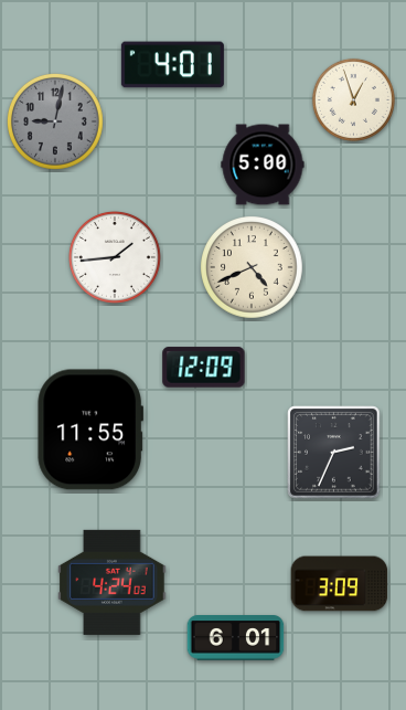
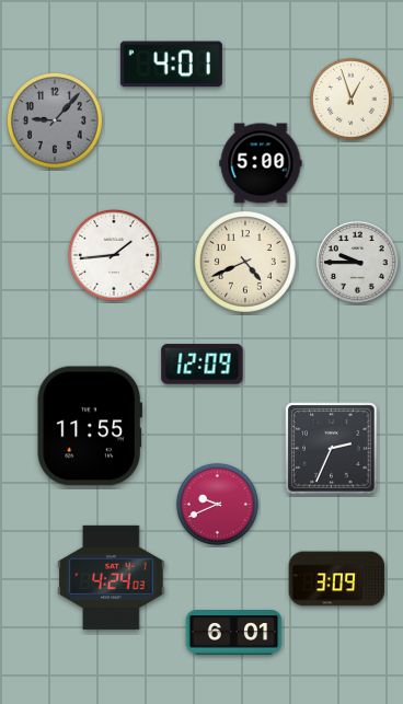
clock at (55, 121): 9:02 -> 9:07
clock at (358, 263): none -> 9:45
clock at (253, 268) position: (253, 268) -> (246, 263)
clock at (217, 504): none -> 9:41
